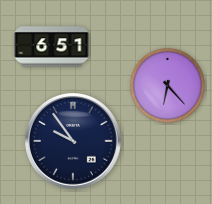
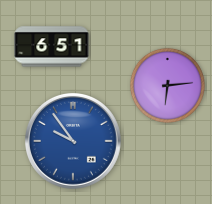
clock at (167, 85): 6:23 -> 6:14
clock at (73, 141) dial: navy -> blue
